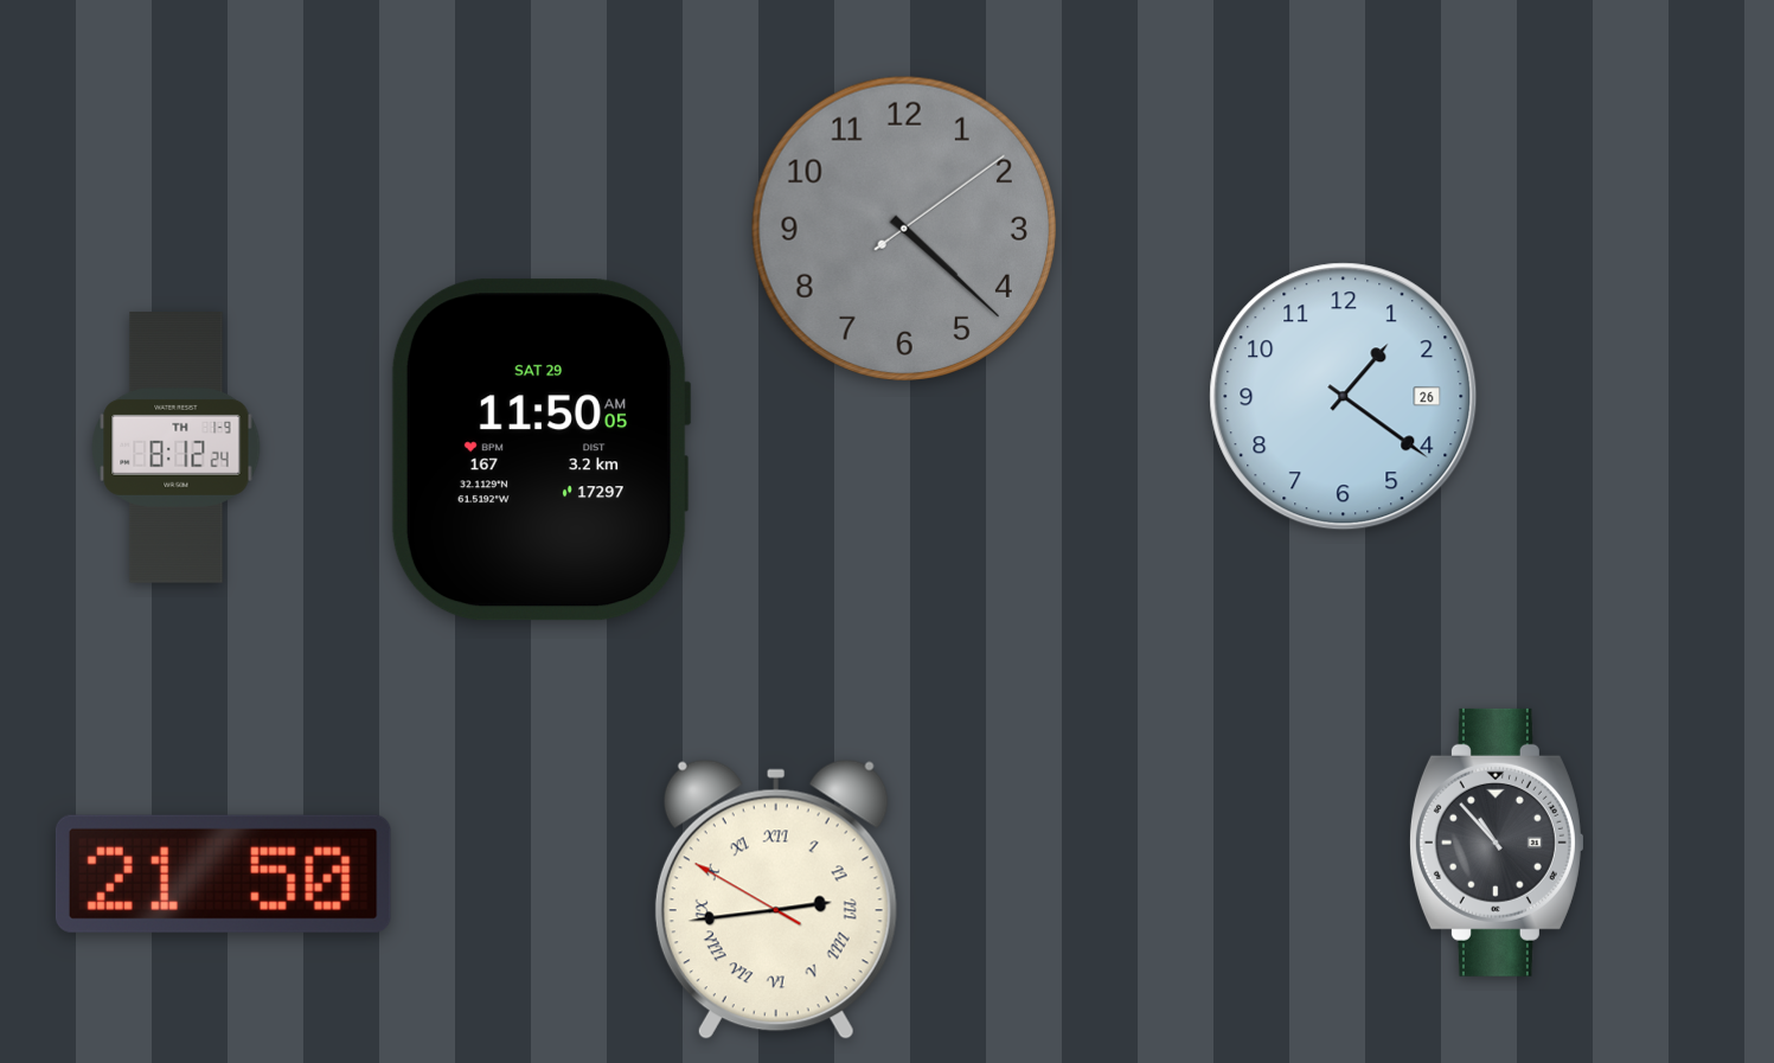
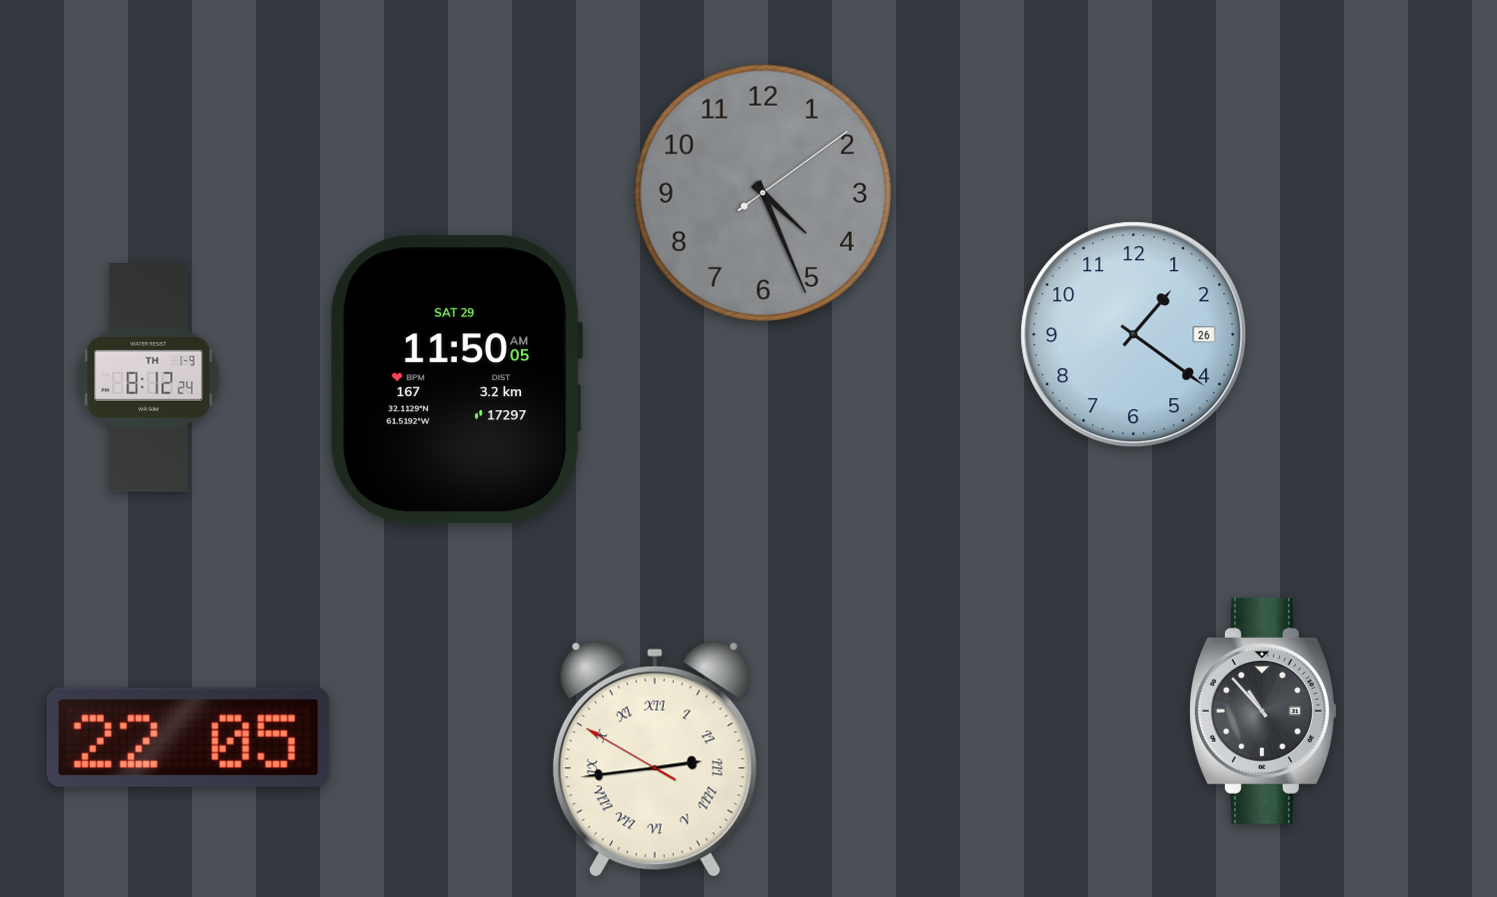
clock at (904, 229): 4:22 -> 4:26
clock at (223, 873): 21:50 -> 22:05
